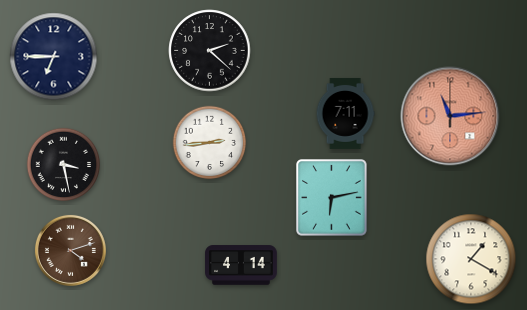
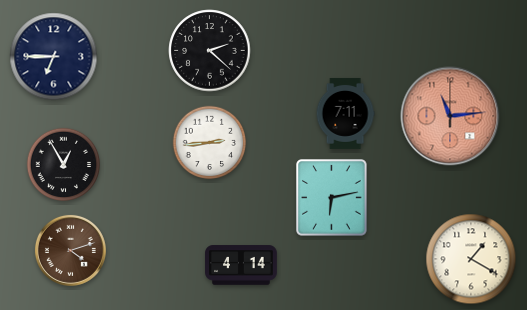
clock at (64, 165): 3:28 -> 12:55
